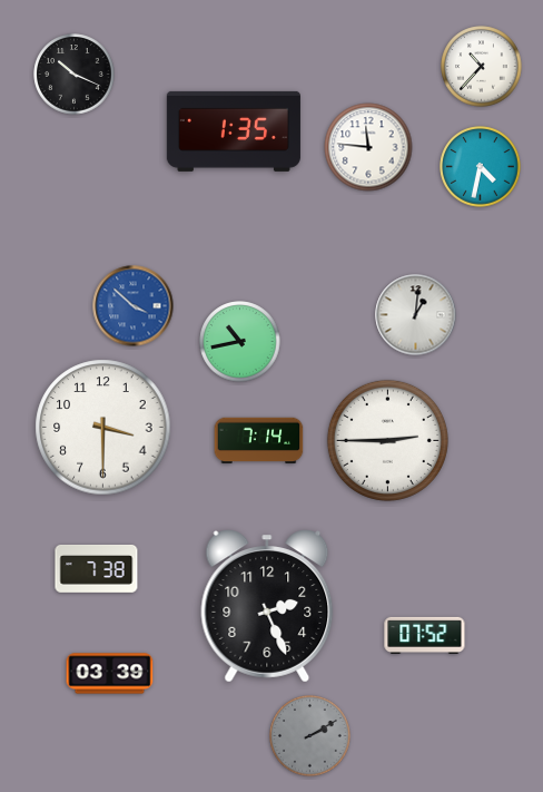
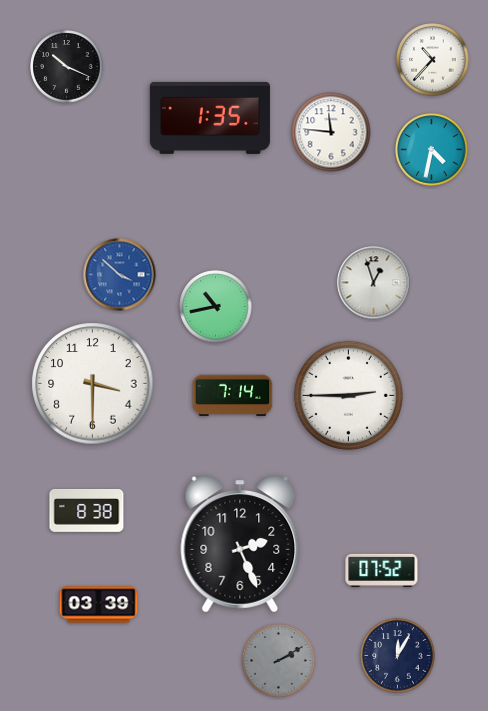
clock at (416, 315): 1:01 -> 12:57
clock at (97, 569): 7:38 -> 8:38
clock at (398, 656): none -> 12:05
